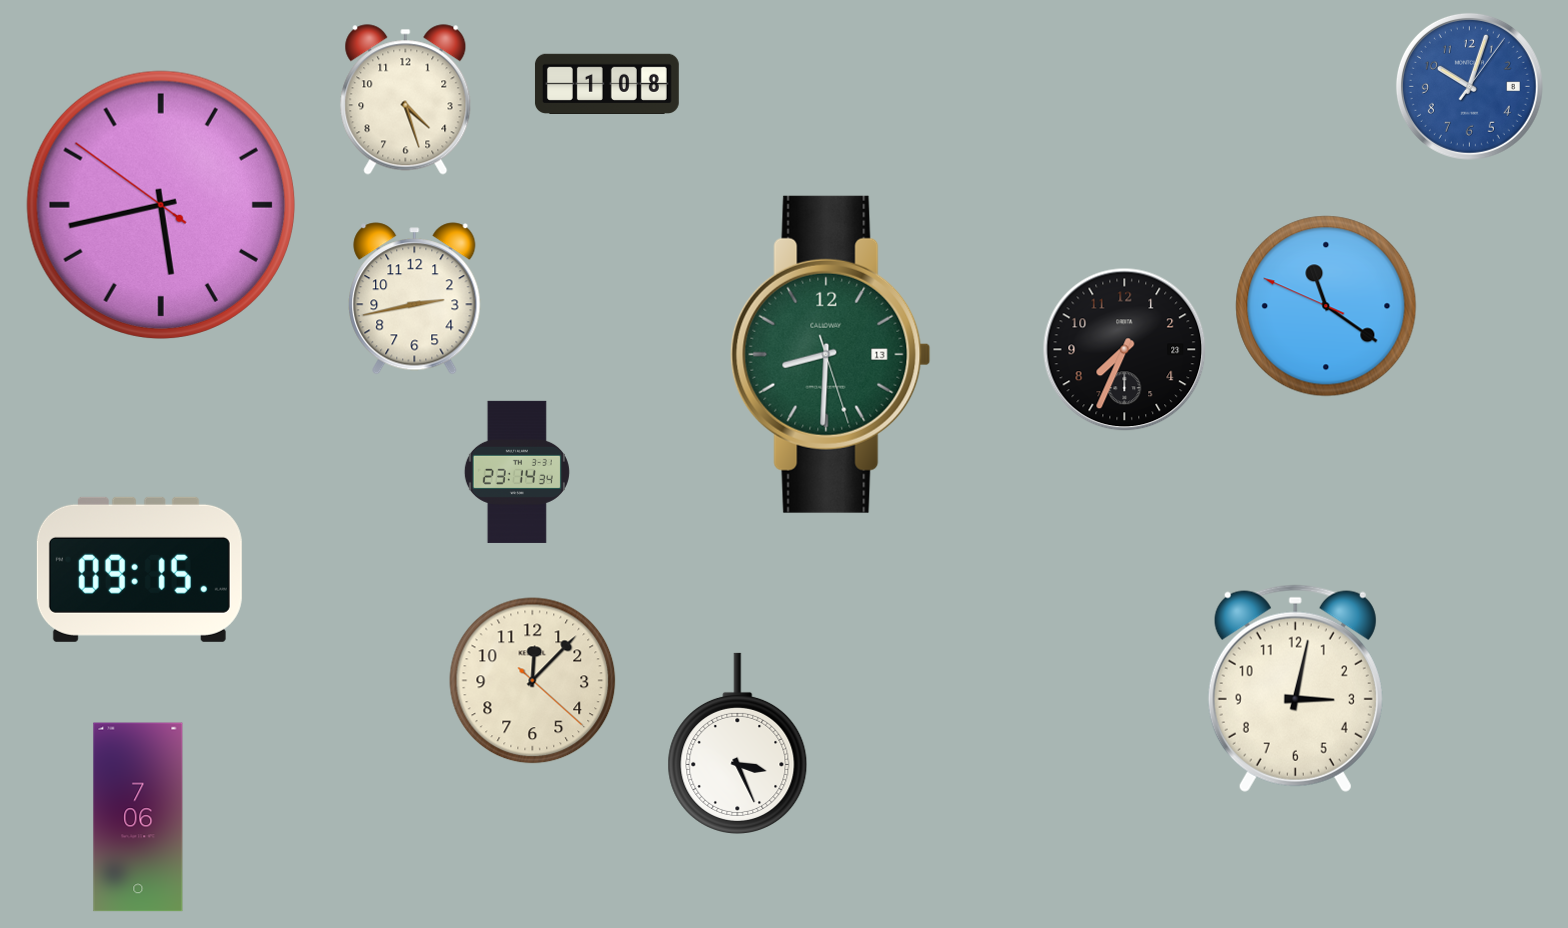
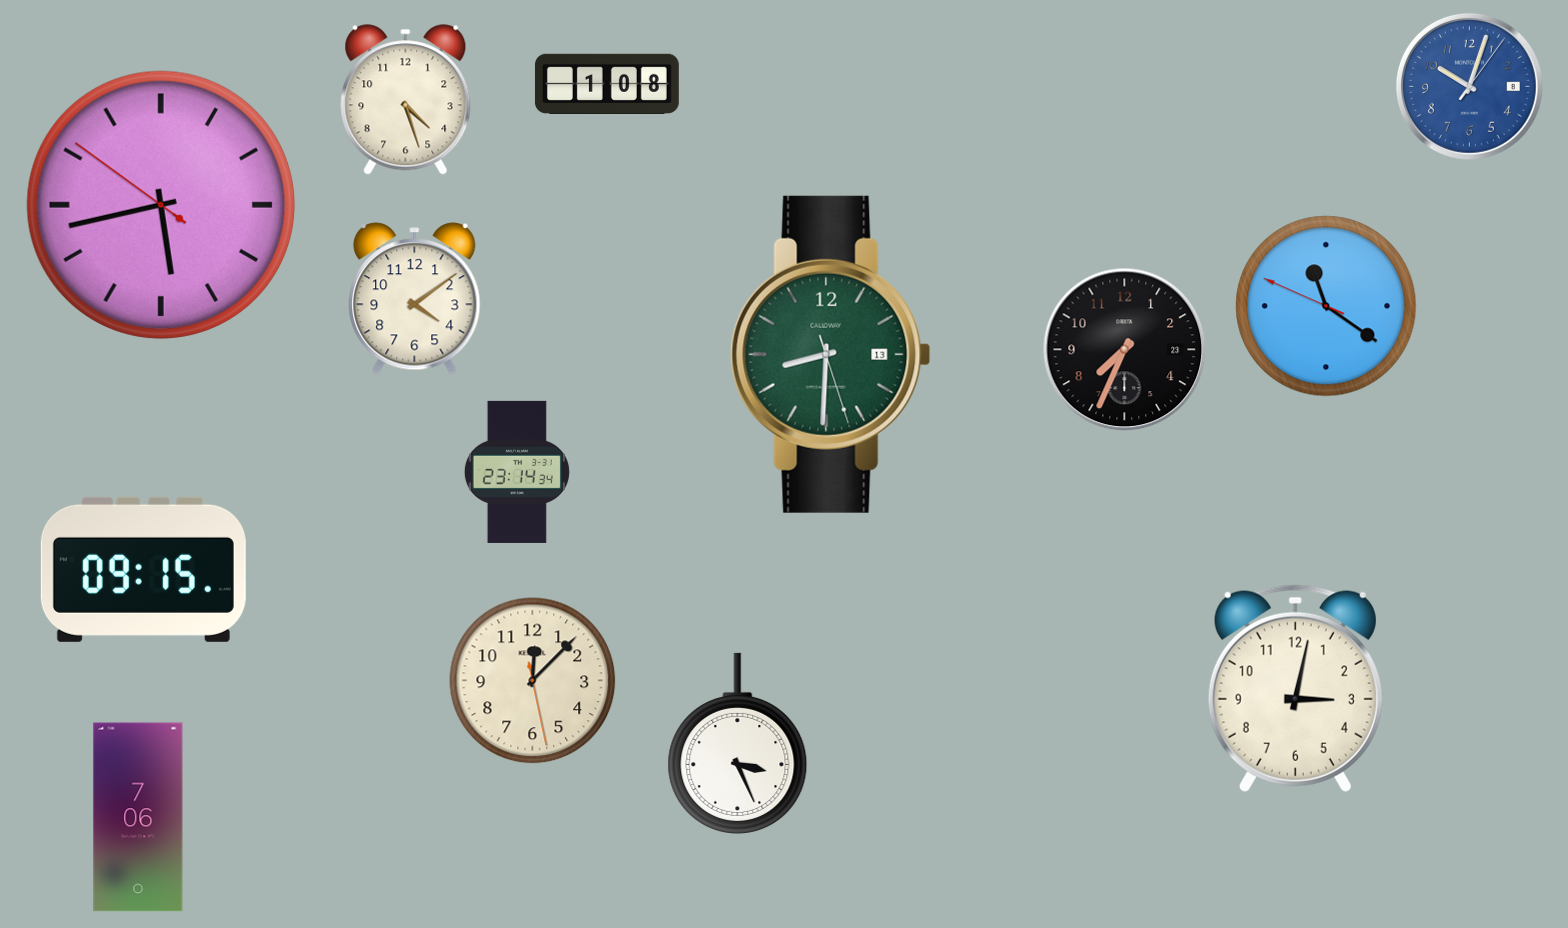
clock at (415, 299): 2:43 -> 4:09
clock at (139, 569) position: (139, 569) -> (143, 569)
clock at (533, 681): 12:07:22 -> 12:07:28
